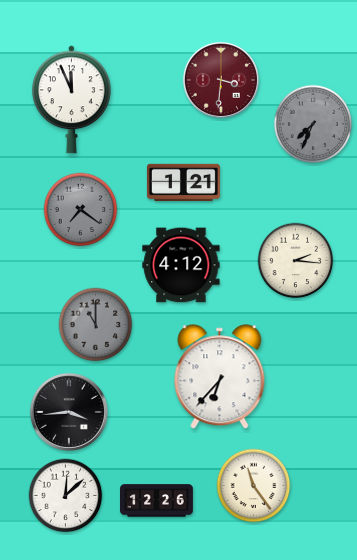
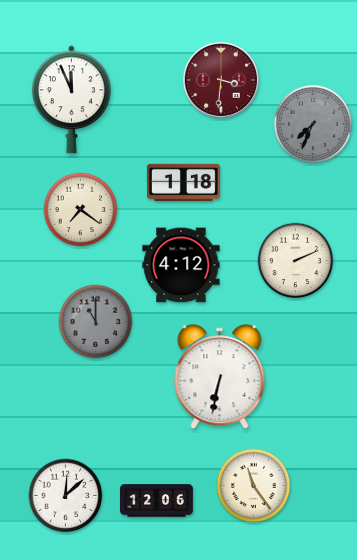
clock at (183, 183): 1:21 -> 1:18
clock at (81, 210) dial: grey -> cream
clock at (296, 261): 2:16 -> 2:11
clock at (96, 325) position: (96, 325) -> (96, 322)
clock at (220, 377): 6:37 -> 6:32
clock at (69, 412): 3:44 -> none
clock at (157, 501): 12:26 -> 12:06
